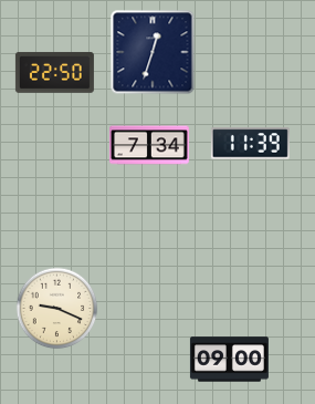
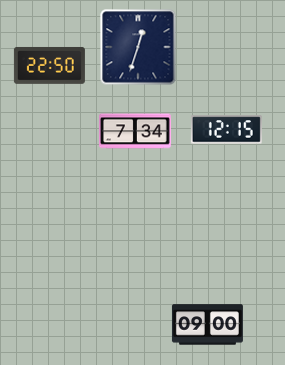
clock at (250, 144): 11:39 -> 12:15
clock at (57, 309): 9:19 -> none
